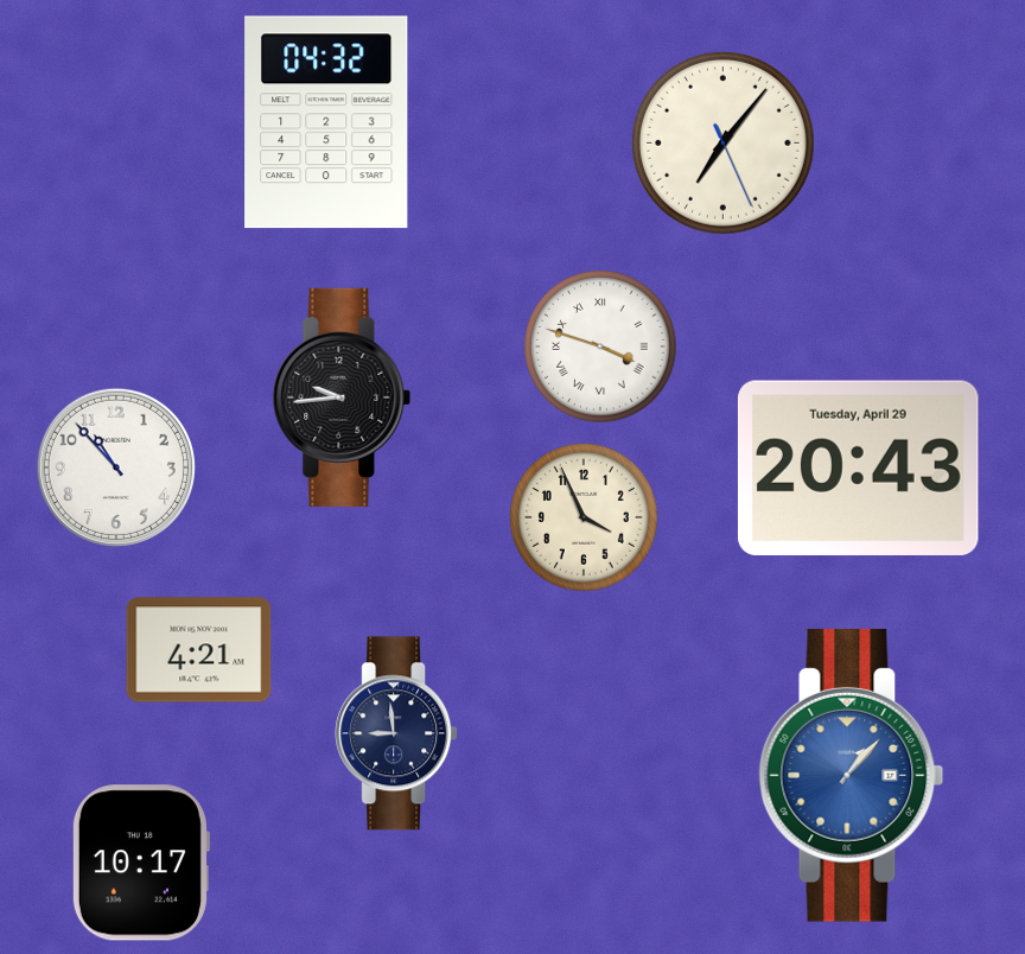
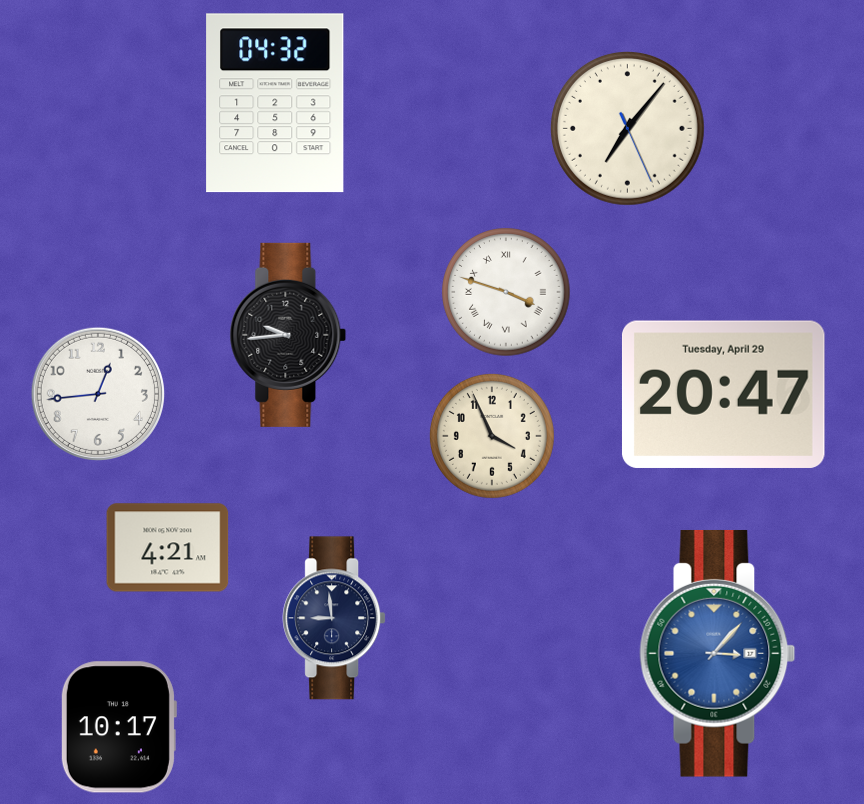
clock at (722, 142) position: (722, 142) -> (627, 128)
clock at (116, 468): 10:53 -> 12:44
clock at (858, 468): 20:43 -> 20:47
clock at (852, 775): 1:07 -> 3:07
